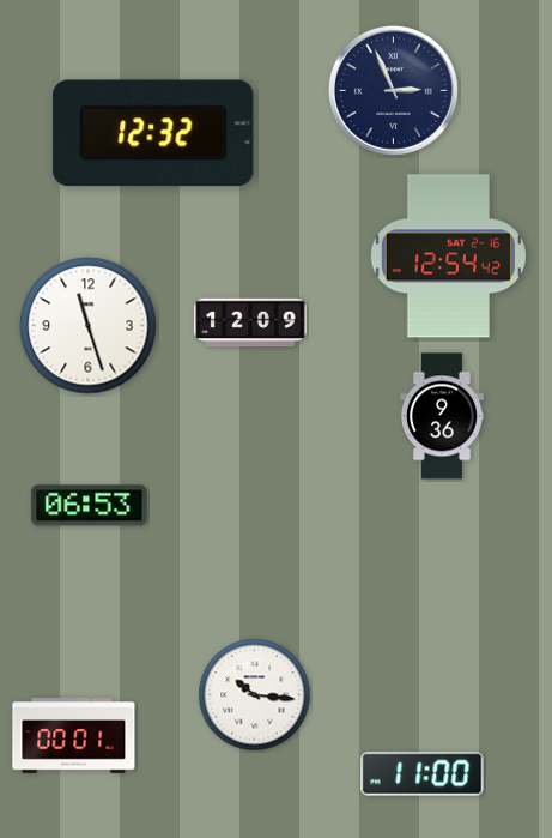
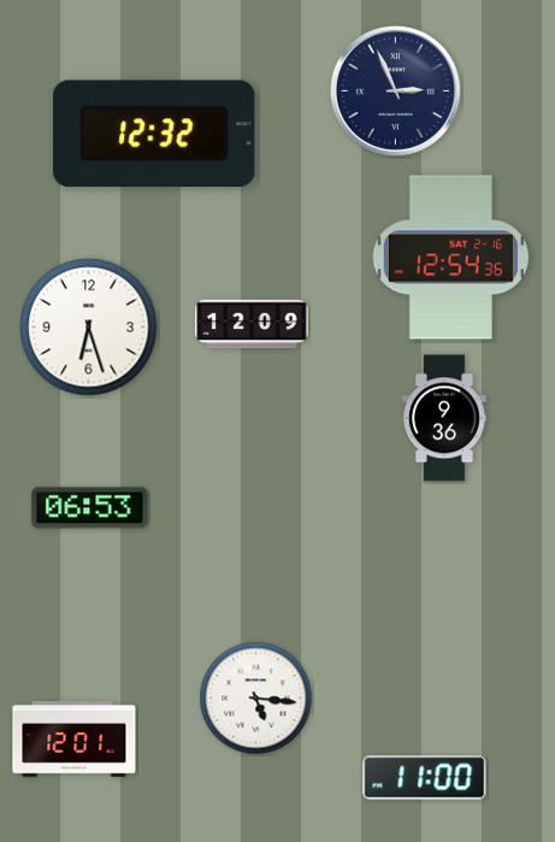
clock at (448, 257): 12:54:42 -> 12:54:36
clock at (89, 326): 11:27 -> 6:27
clock at (255, 695): 10:16 -> 5:16
clock at (74, 736): 00:01 -> 12:01
